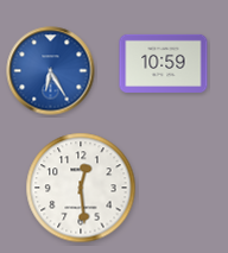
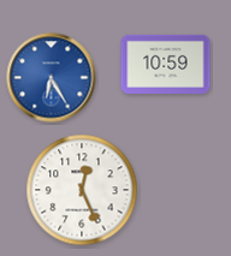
clock at (51, 71) position: (51, 71) -> (52, 78)
clock at (81, 188): 12:29 -> 12:26
